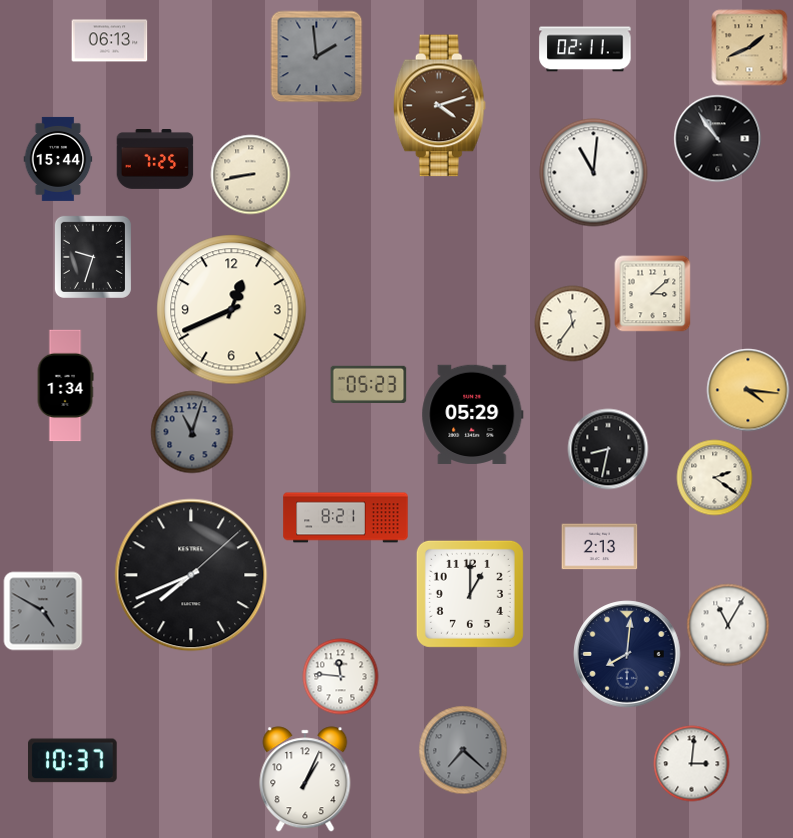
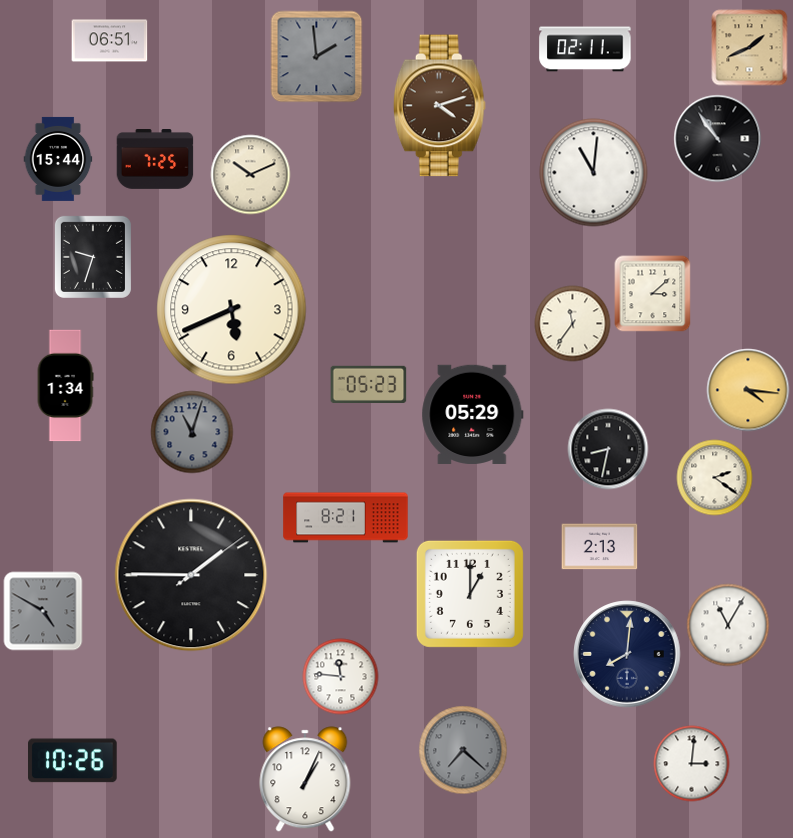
clock at (110, 41): 06:13 -> 06:51
clock at (251, 175): 8:43 -> 10:11
clock at (232, 310): 12:41 -> 5:41
clock at (191, 575): 7:41 -> 1:45
clock at (73, 761): 10:37 -> 10:26
